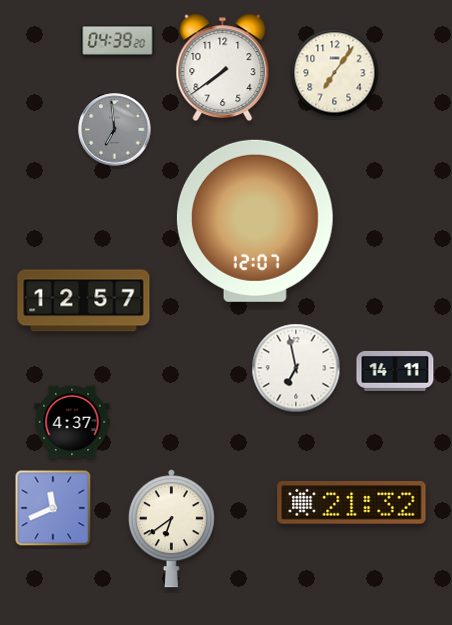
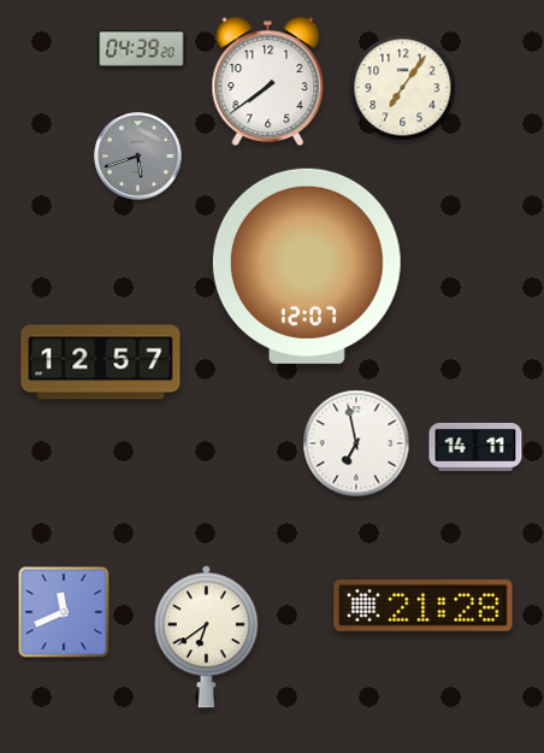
clock at (115, 130): 6:59 -> 5:42
clock at (72, 422): 4:37 -> none
clock at (352, 503): 21:32 -> 21:28
